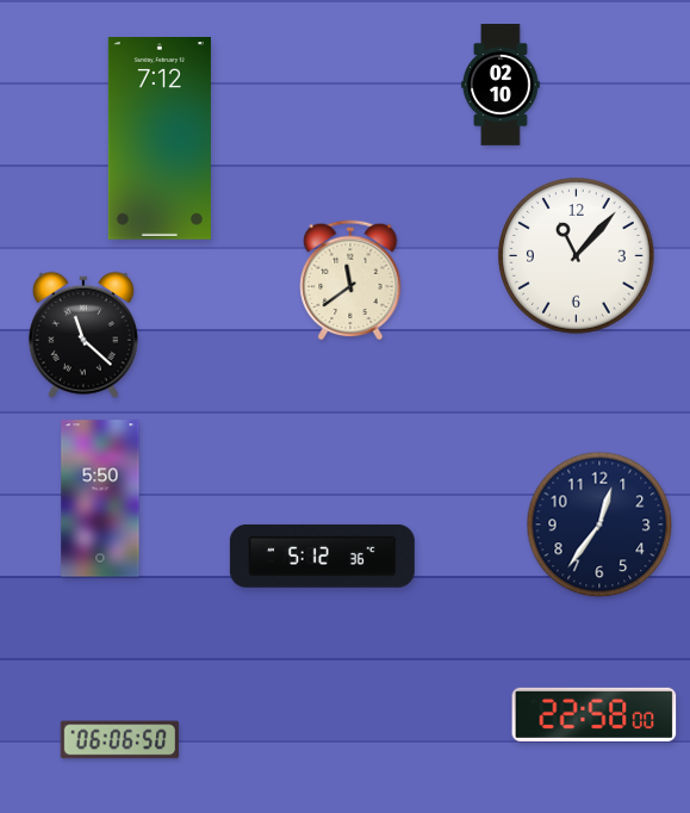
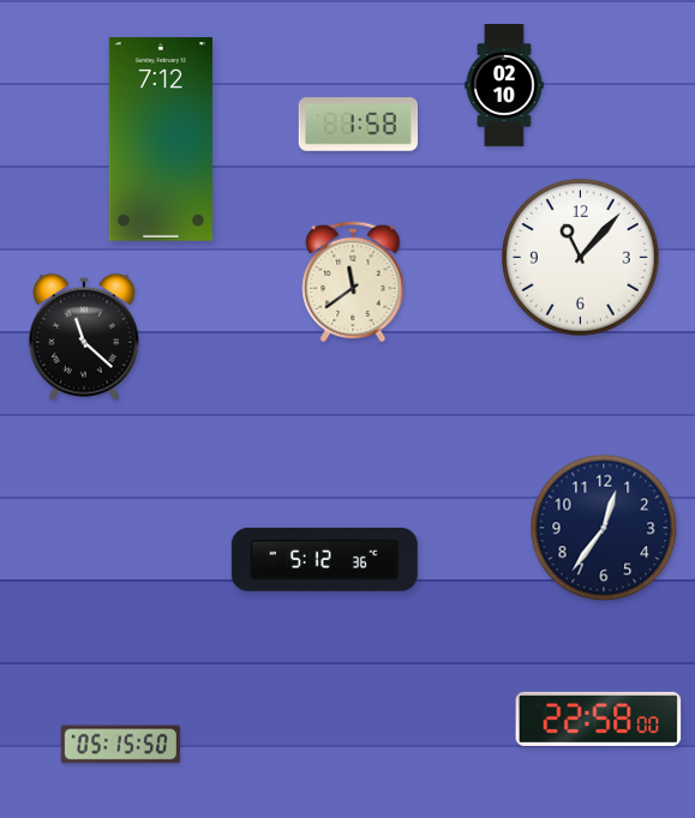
clock at (358, 125): none -> 1:58
clock at (100, 498): 5:50 -> none
clock at (119, 740): 06:06 -> 05:15
